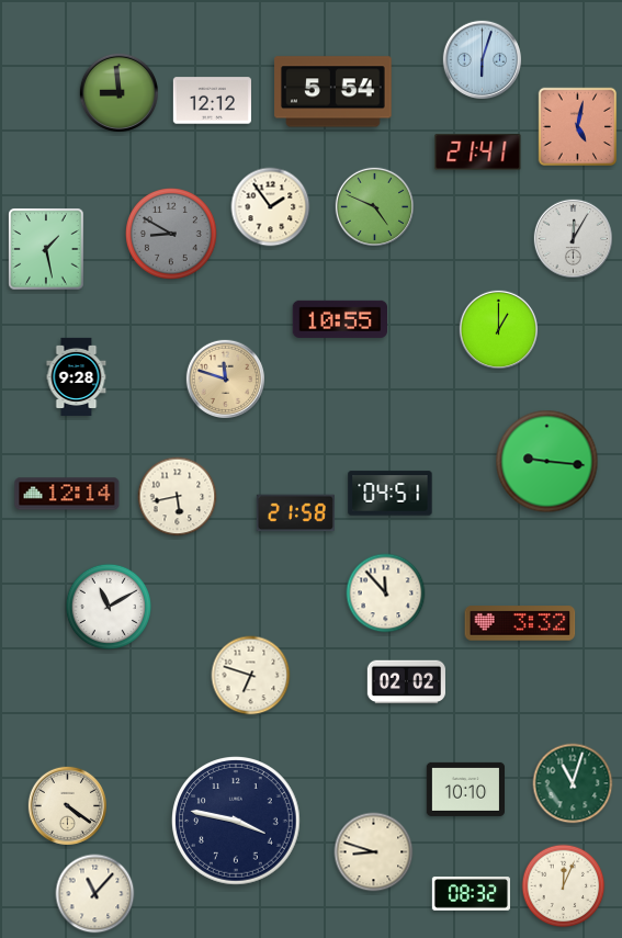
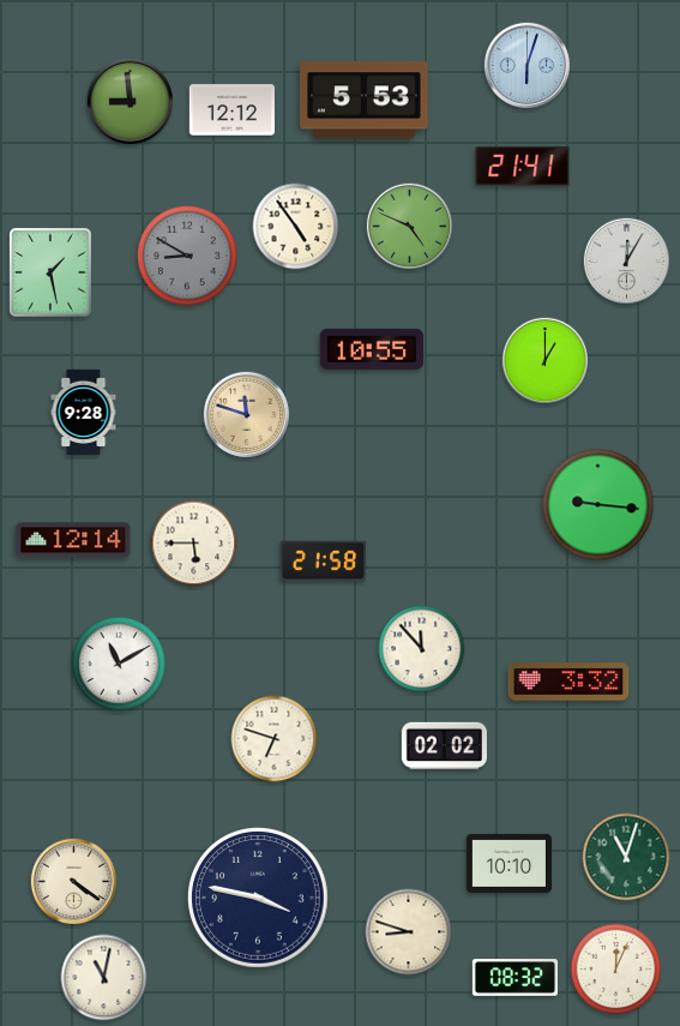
clock at (333, 92): 5:54 -> 5:53
clock at (578, 127): 5:02 -> none
clock at (271, 207): 1:54 -> 4:54
clock at (391, 494): 04:51 -> none
clock at (178, 497): 5:43 -> 5:45
clock at (95, 894): 11:07 -> 11:02
